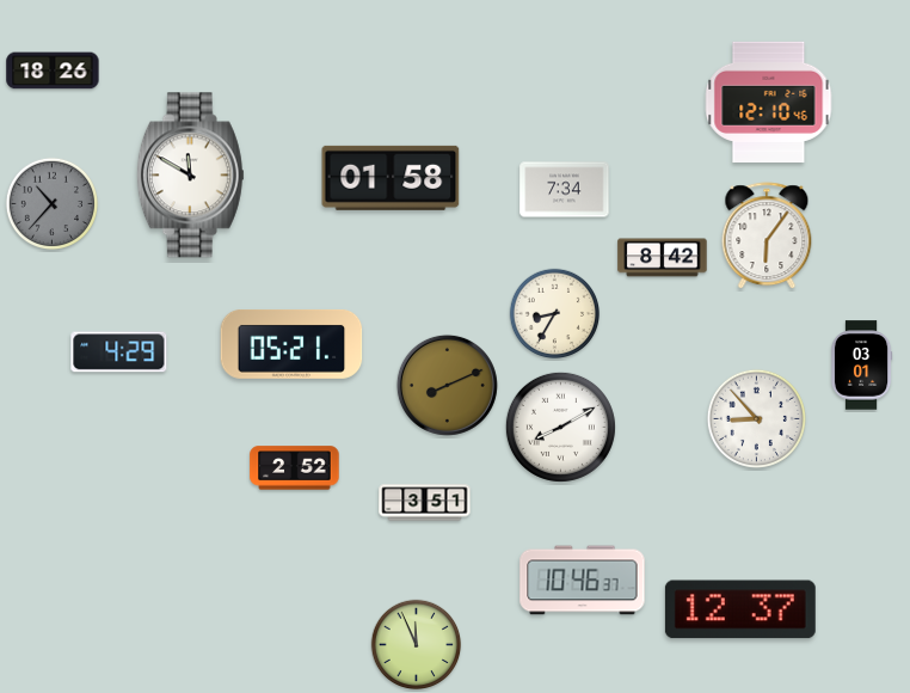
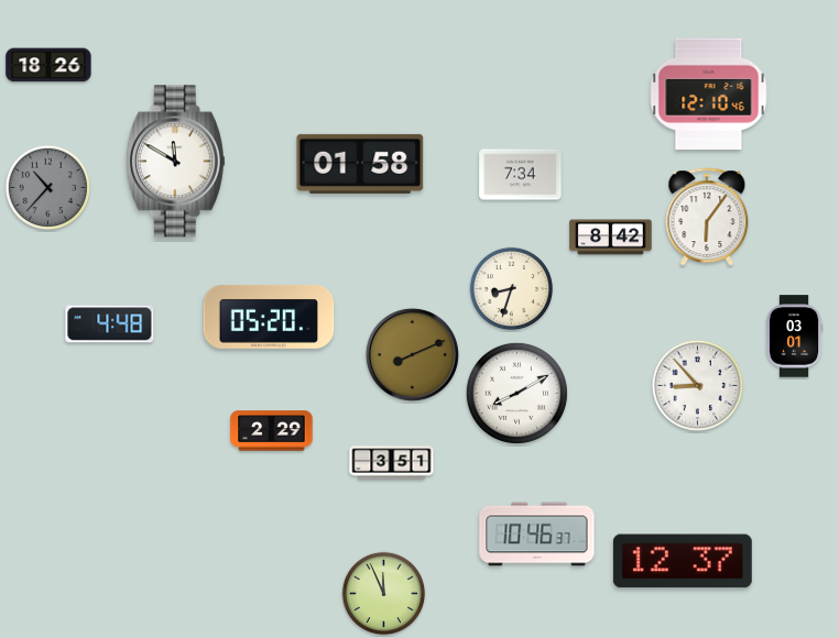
clock at (555, 314): 8:35 -> 8:33
clock at (291, 344): 05:21 -> 05:20
clock at (119, 352): 4:29 -> 4:48
clock at (295, 468): 2:52 -> 2:29
